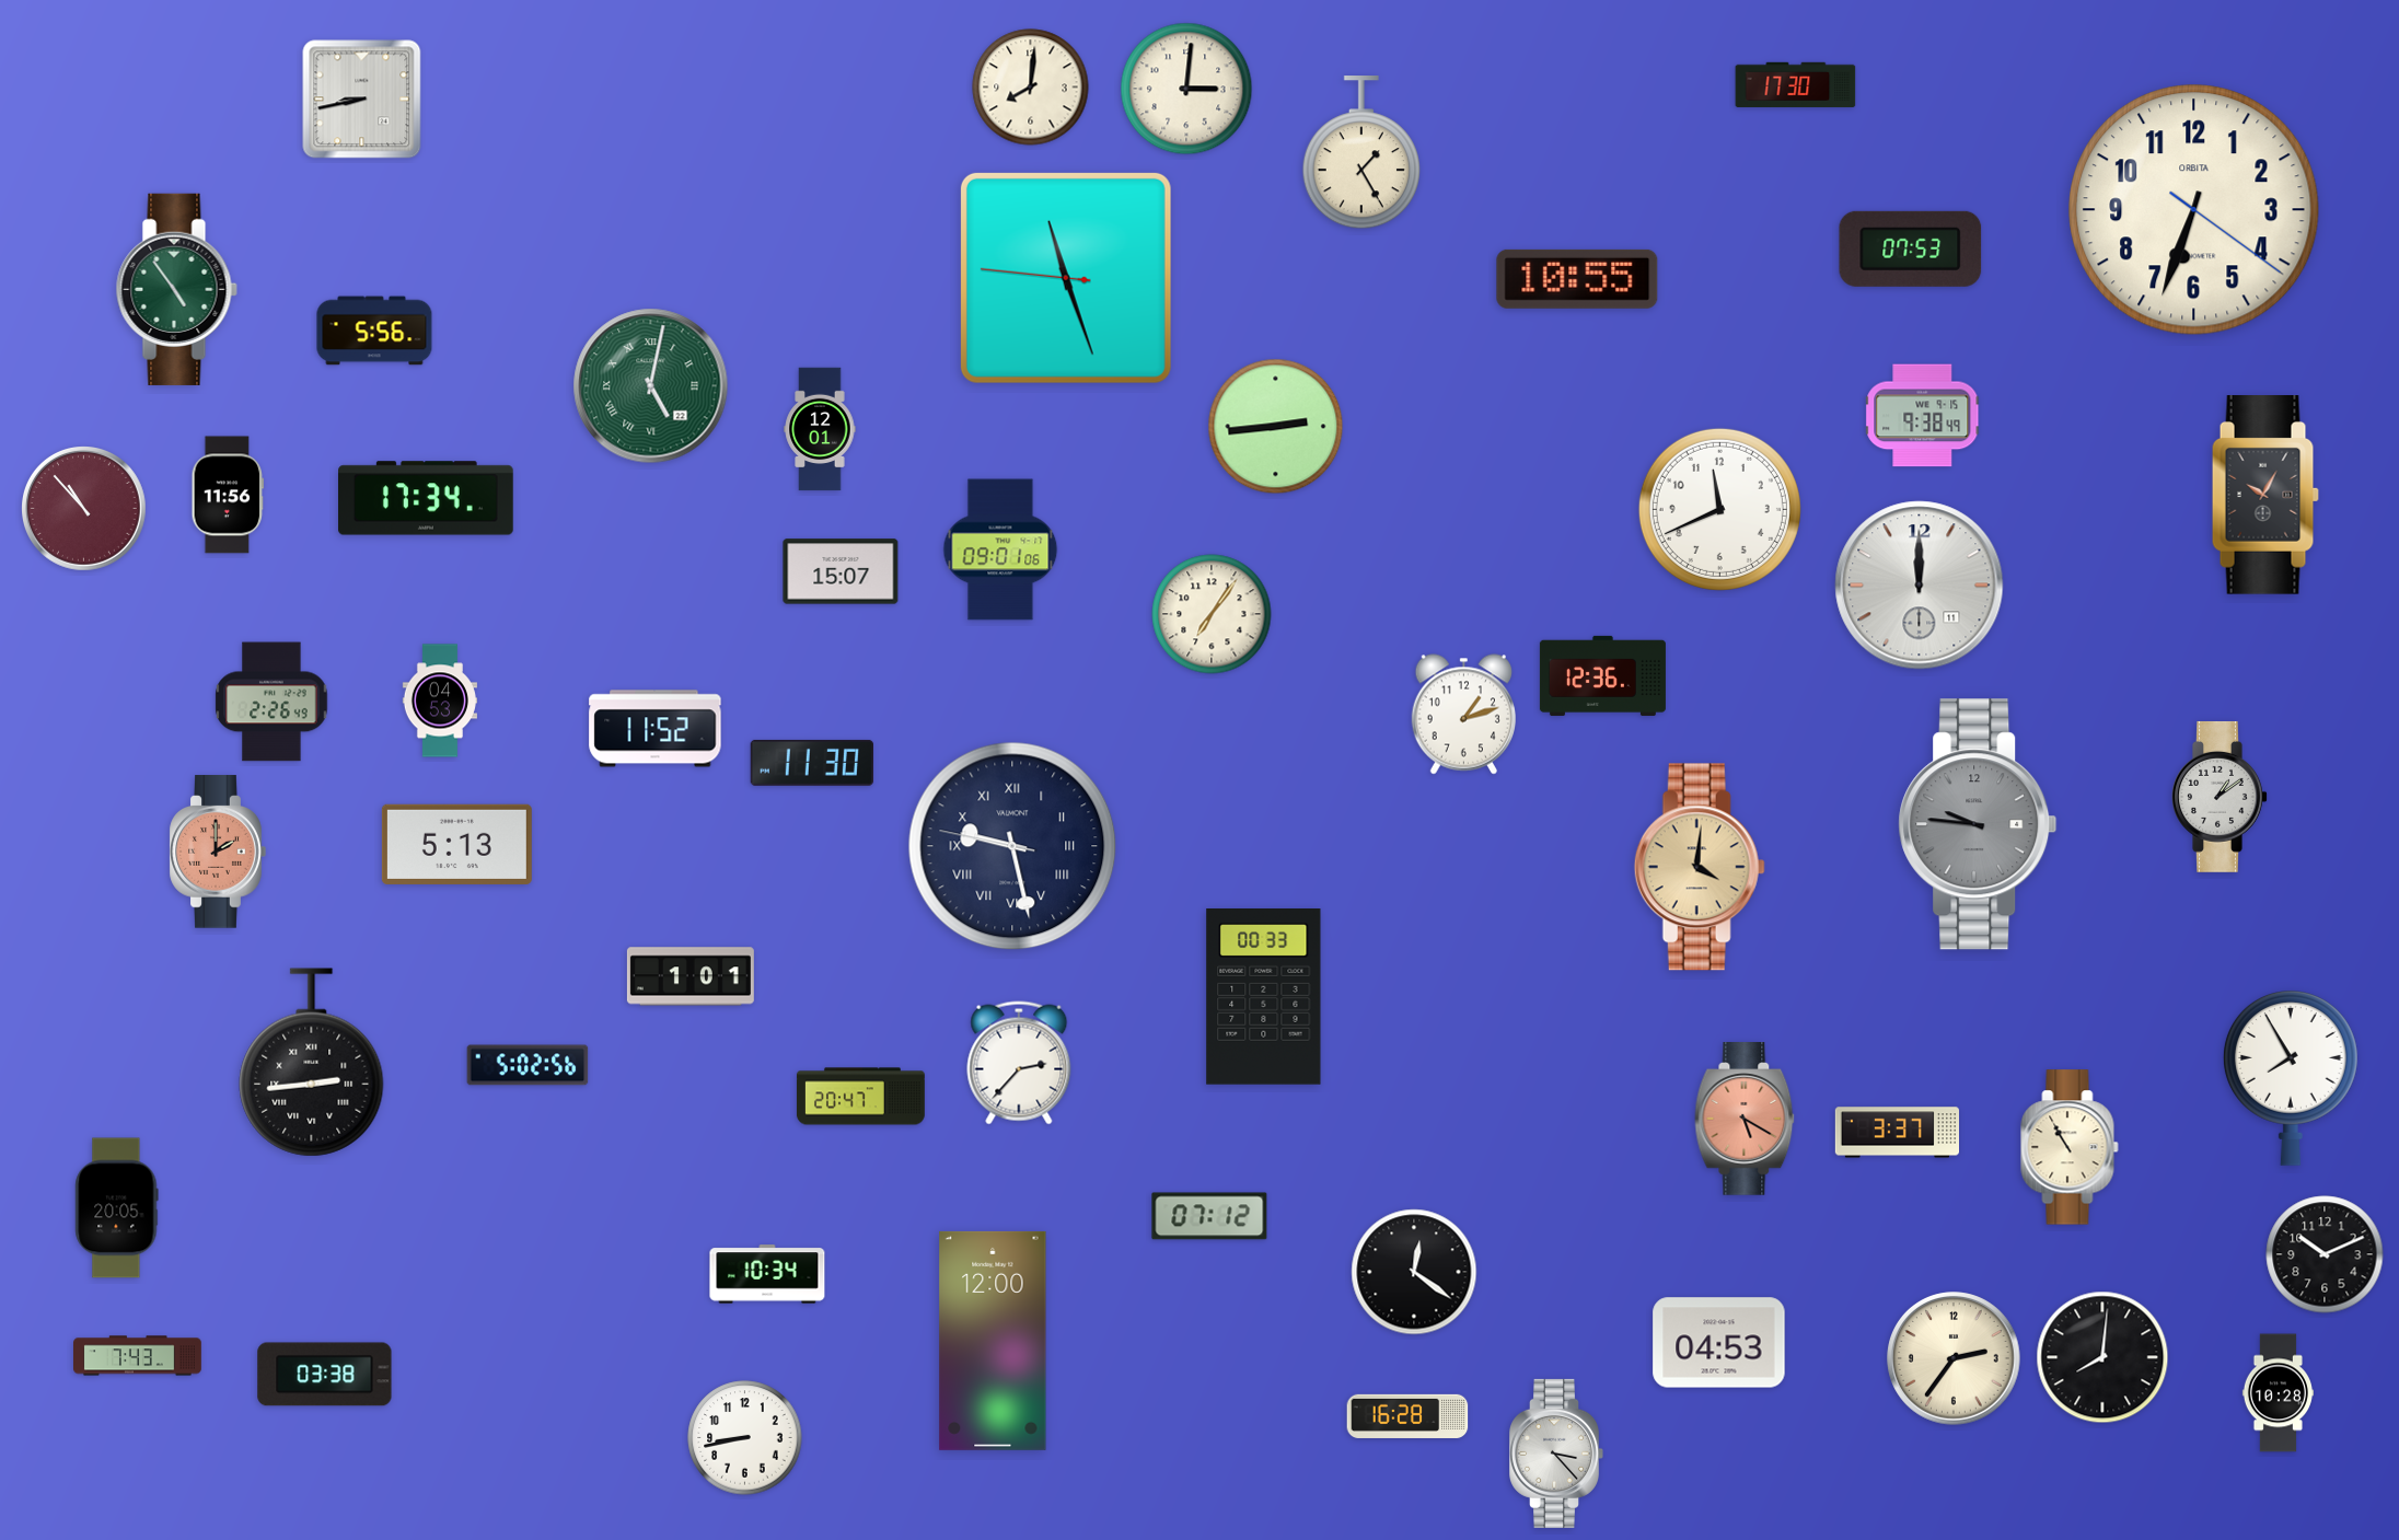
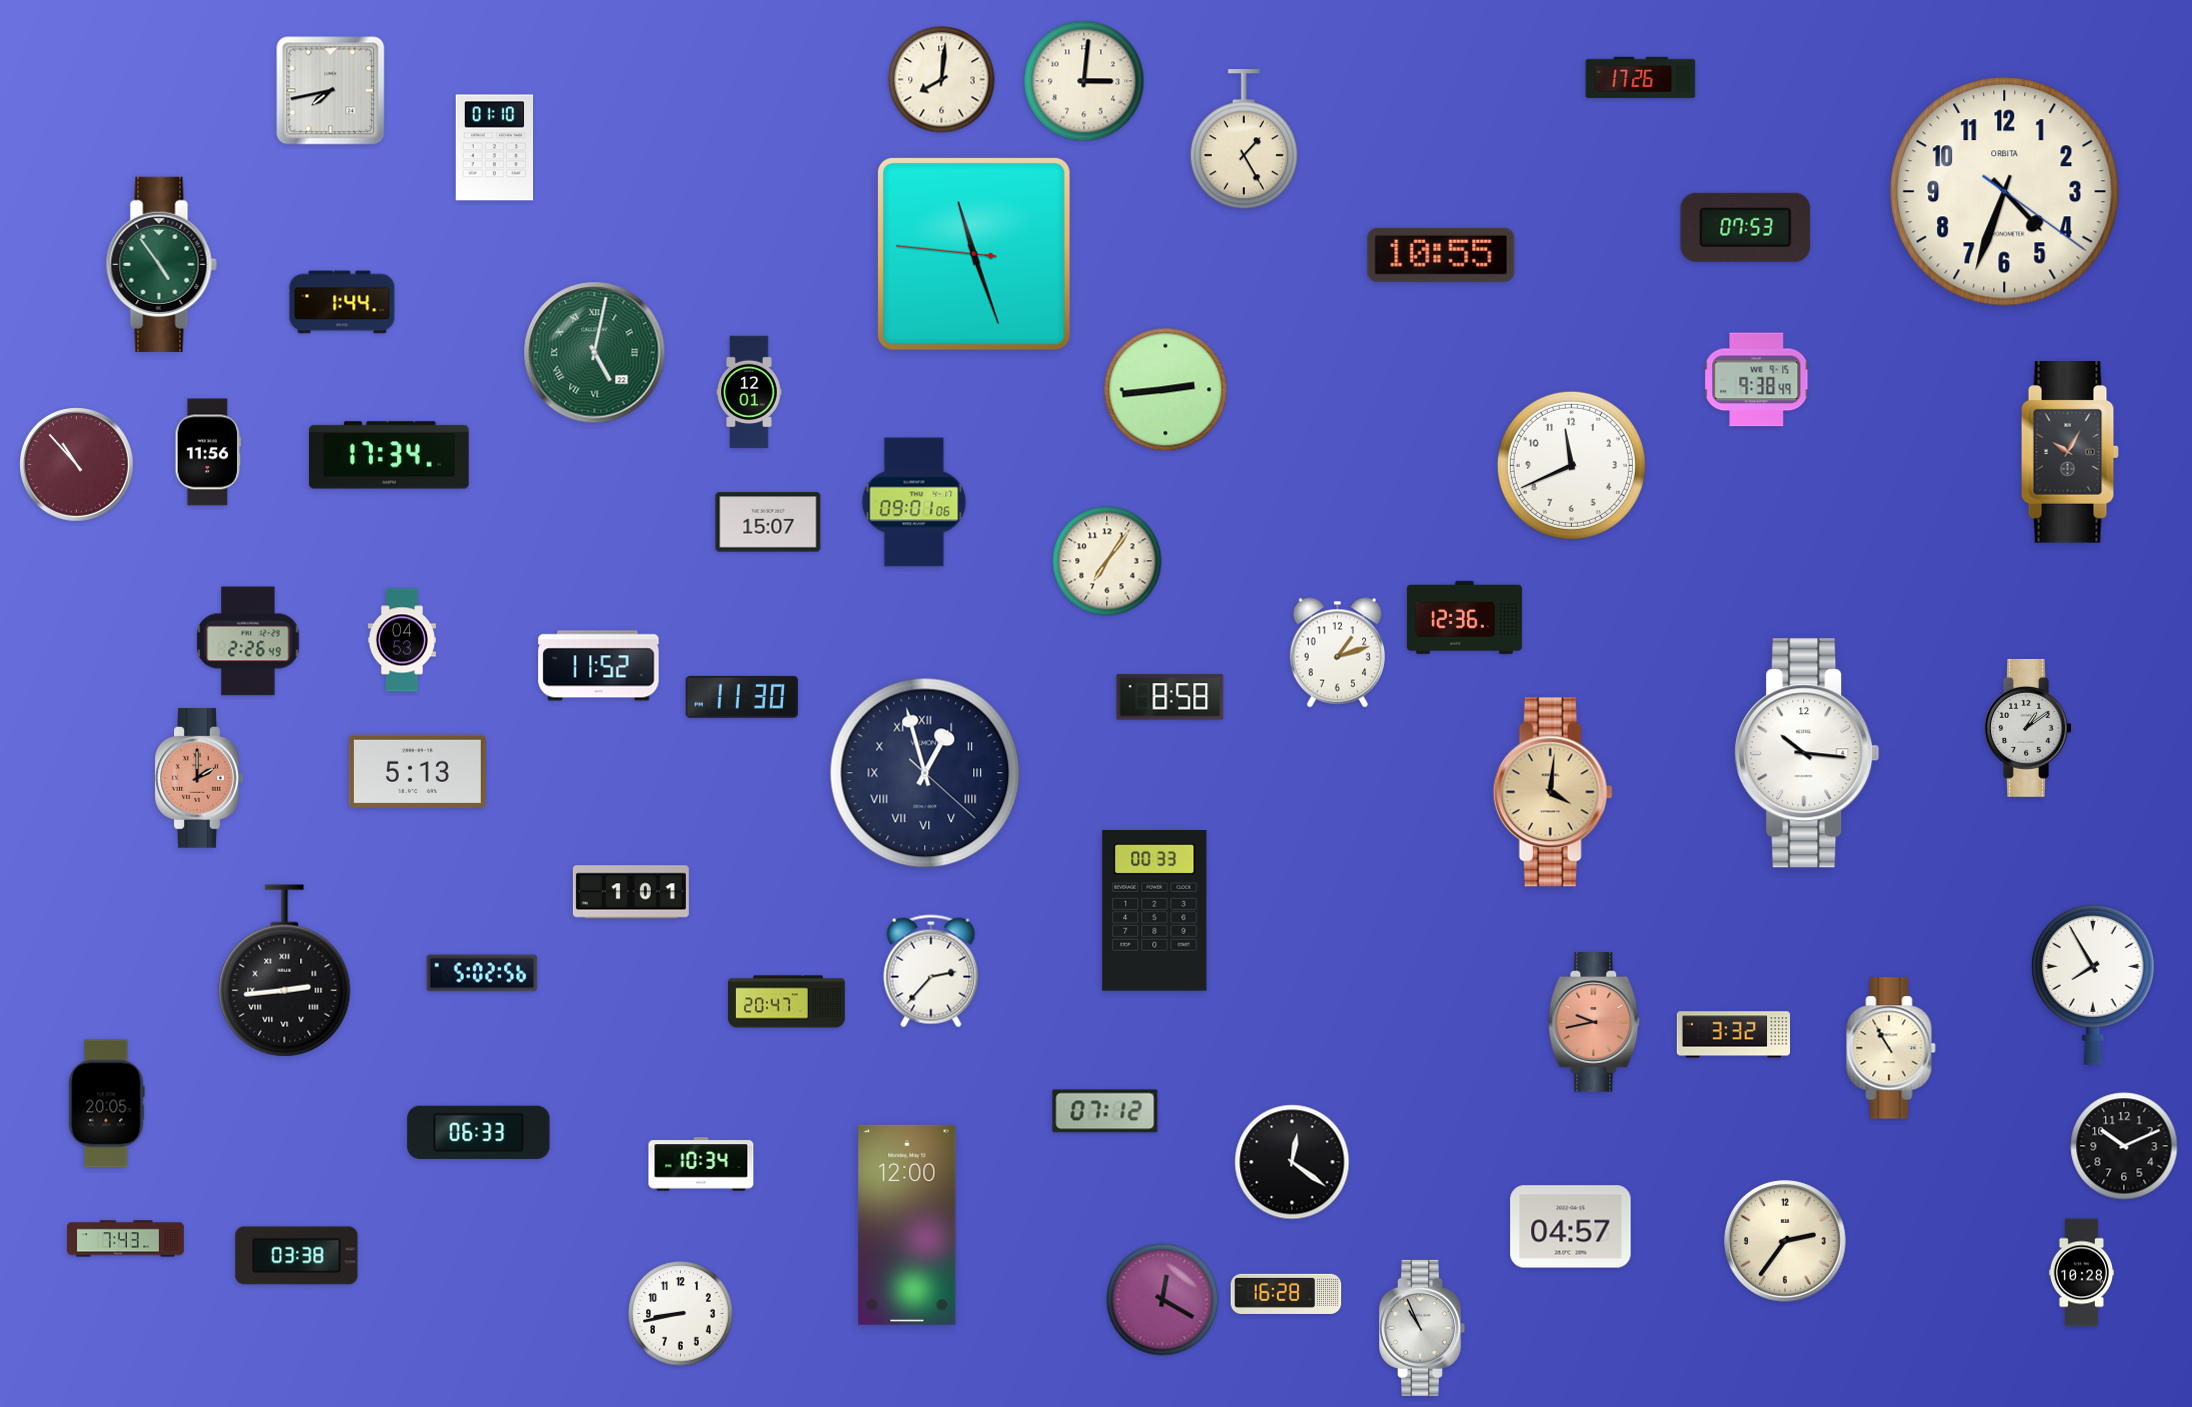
clock at (1796, 84): 17:30 -> 17:26
clock at (362, 100): 8:43 -> 7:43
clock at (495, 148): none -> 01:10
clock at (2194, 210): 6:33 -> 4:33
clock at (374, 331): 5:56 -> 1:44
clock at (1920, 586): 12:00 -> none
clock at (1170, 697): none -> 8:58
clock at (1978, 824): 9:46 -> 10:16
clock at (1978, 824) dial: grey -> white
clock at (1012, 846): 9:27 -> 12:57
clock at (1745, 1119): 5:20 -> 9:43
clock at (1897, 1133): 3:37 -> 3:32
clock at (479, 1132): none -> 06:33
clock at (1719, 1343): 04:53 -> 04:57
clock at (2102, 1357): 8:01 -> none
clock at (1163, 1300): none -> 12:20
clock at (1556, 1454): 3:23 -> 10:56
